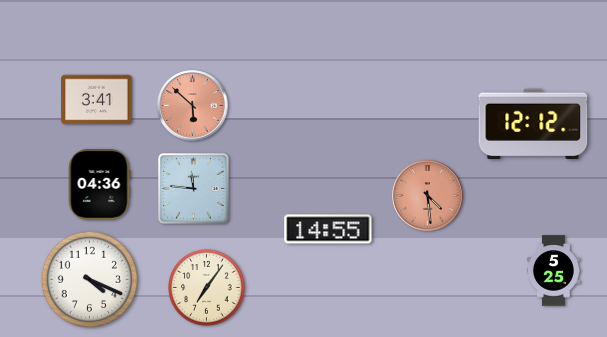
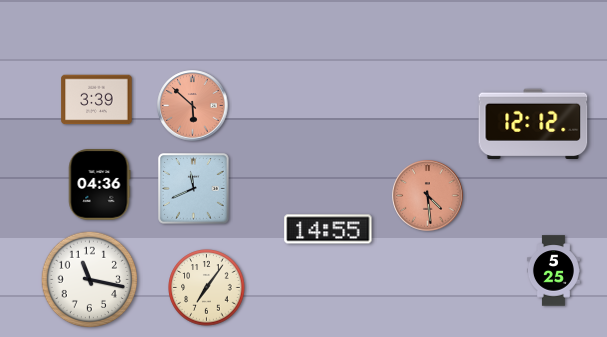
clock at (97, 100): 3:41 -> 3:39
clock at (194, 189): 11:46 -> 11:41
clock at (90, 280): 4:19 -> 11:17
